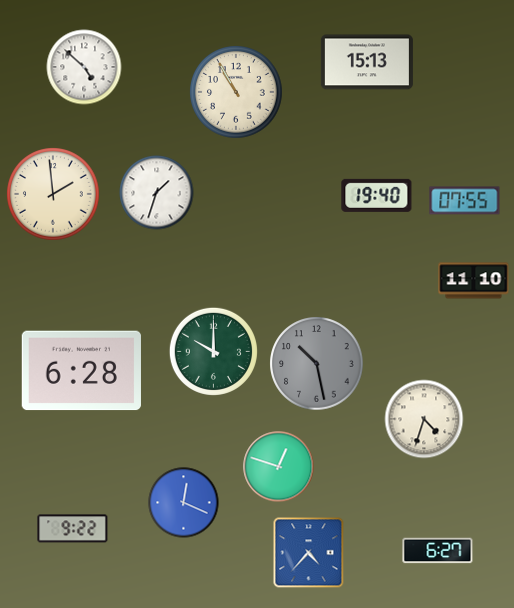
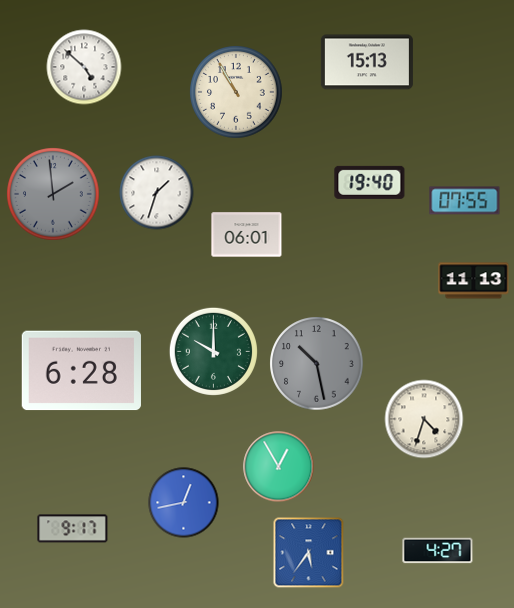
clock at (54, 195) dial: cream -> grey
clock at (377, 195) position: (377, 195) -> (370, 182)
clock at (247, 235): none -> 06:01
clock at (474, 281): 11:10 -> 11:13
clock at (279, 467): 12:48 -> 12:55
clock at (184, 503): 12:19 -> 12:43
clock at (73, 529): 9:22 -> 9:17
clock at (438, 551): 6:27 -> 4:27
clock at (309, 553): 4:37 -> 5:36
